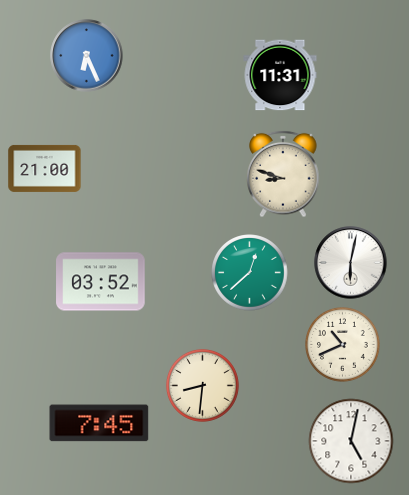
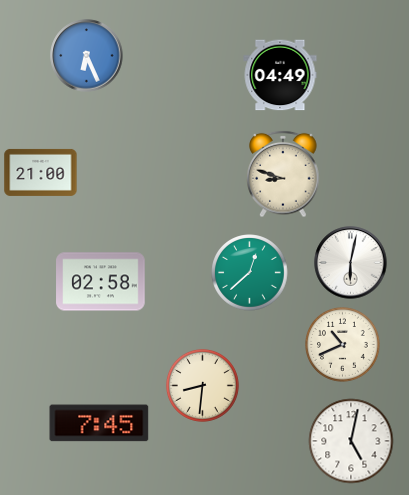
clock at (280, 75): 11:31 -> 04:49
clock at (45, 168) position: (45, 168) -> (41, 172)
clock at (101, 282): 03:52 -> 02:58
